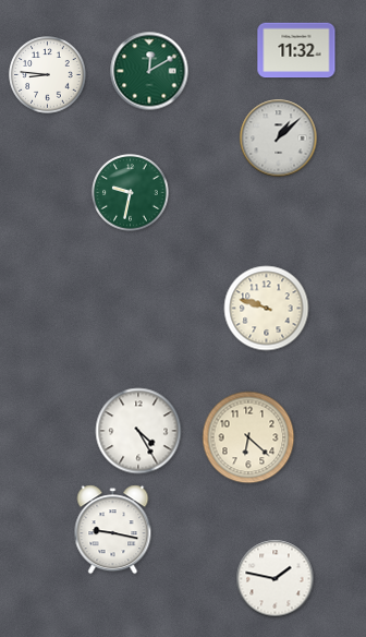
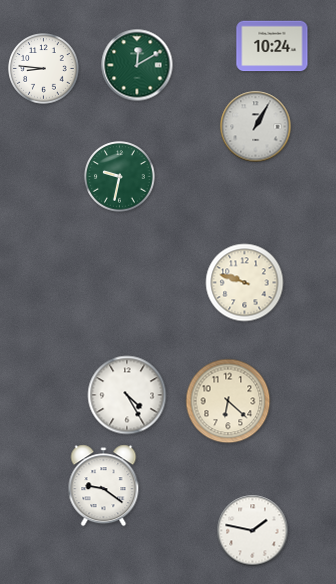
clock at (296, 50): 11:32 -> 10:24
clock at (279, 139): 1:08 -> 1:05
clock at (113, 530): 9:17 -> 9:21
